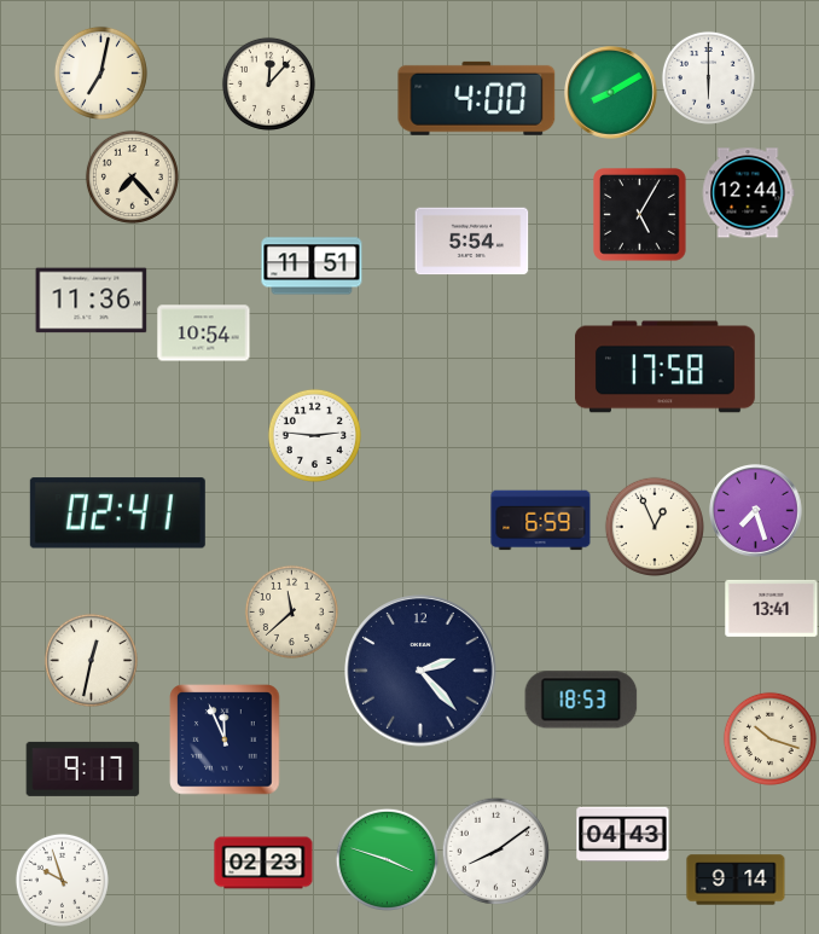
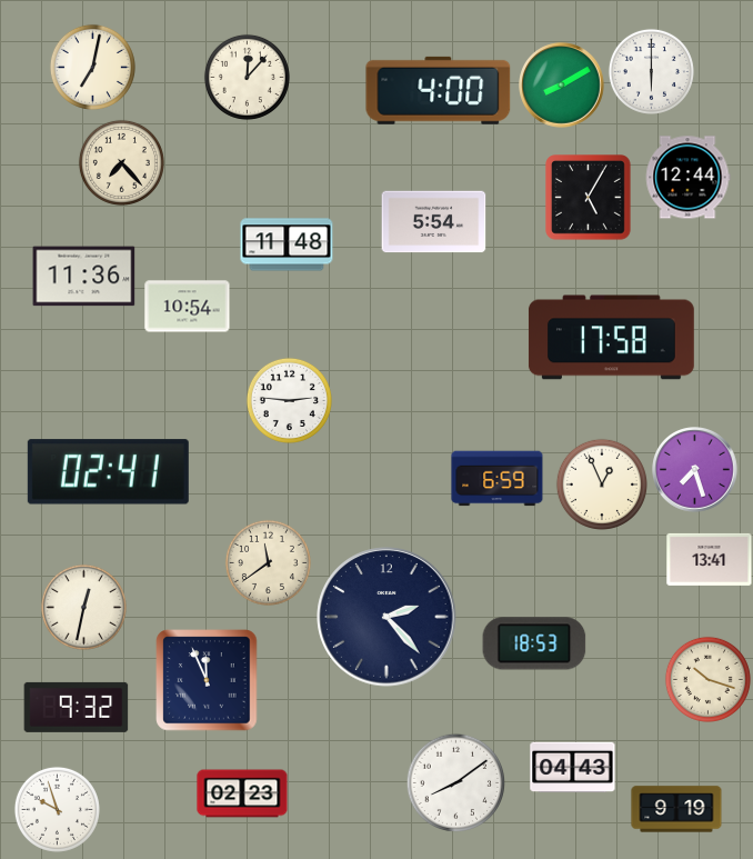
clock at (312, 266): 11:51 -> 11:48
clock at (291, 611): 11:38 -> 11:39
clock at (83, 768): 9:17 -> 9:32
clock at (387, 859): 3:48 -> none
clock at (736, 880): 9:14 -> 9:19
